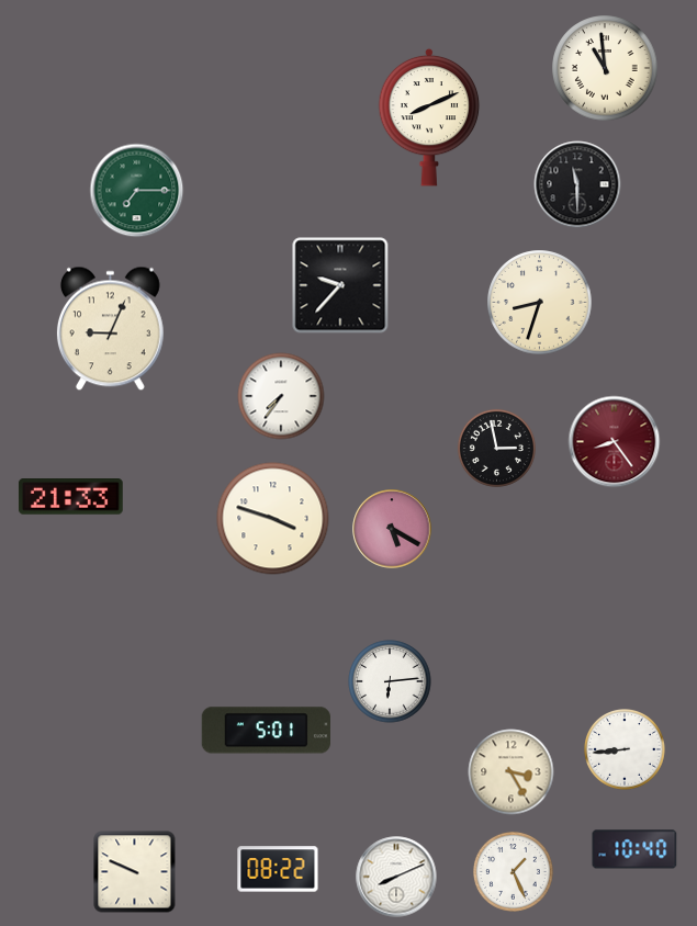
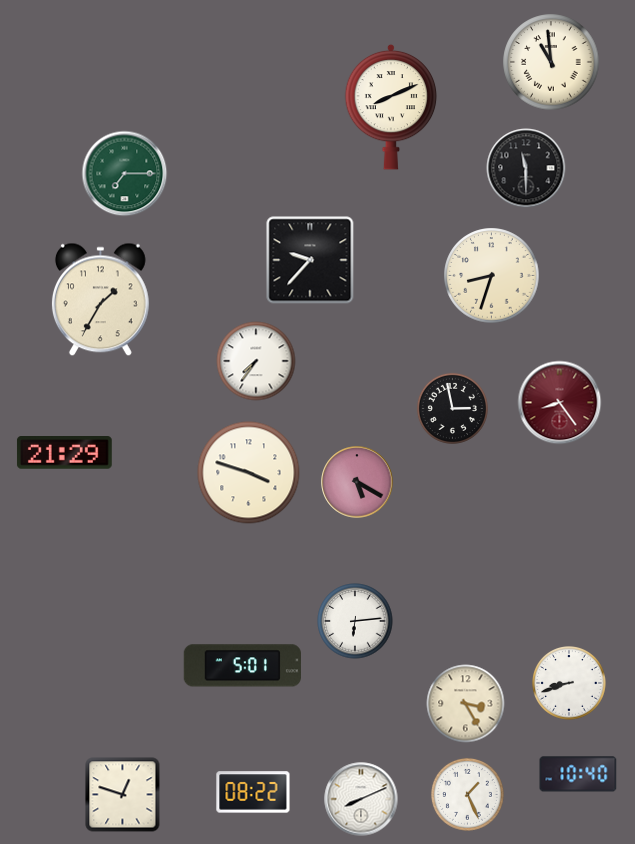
clock at (110, 329): 9:04 -> 1:35
clock at (70, 497): 21:33 -> 21:29
clock at (626, 750): 8:44 -> 8:42
clock at (135, 872): 9:49 -> 12:48
